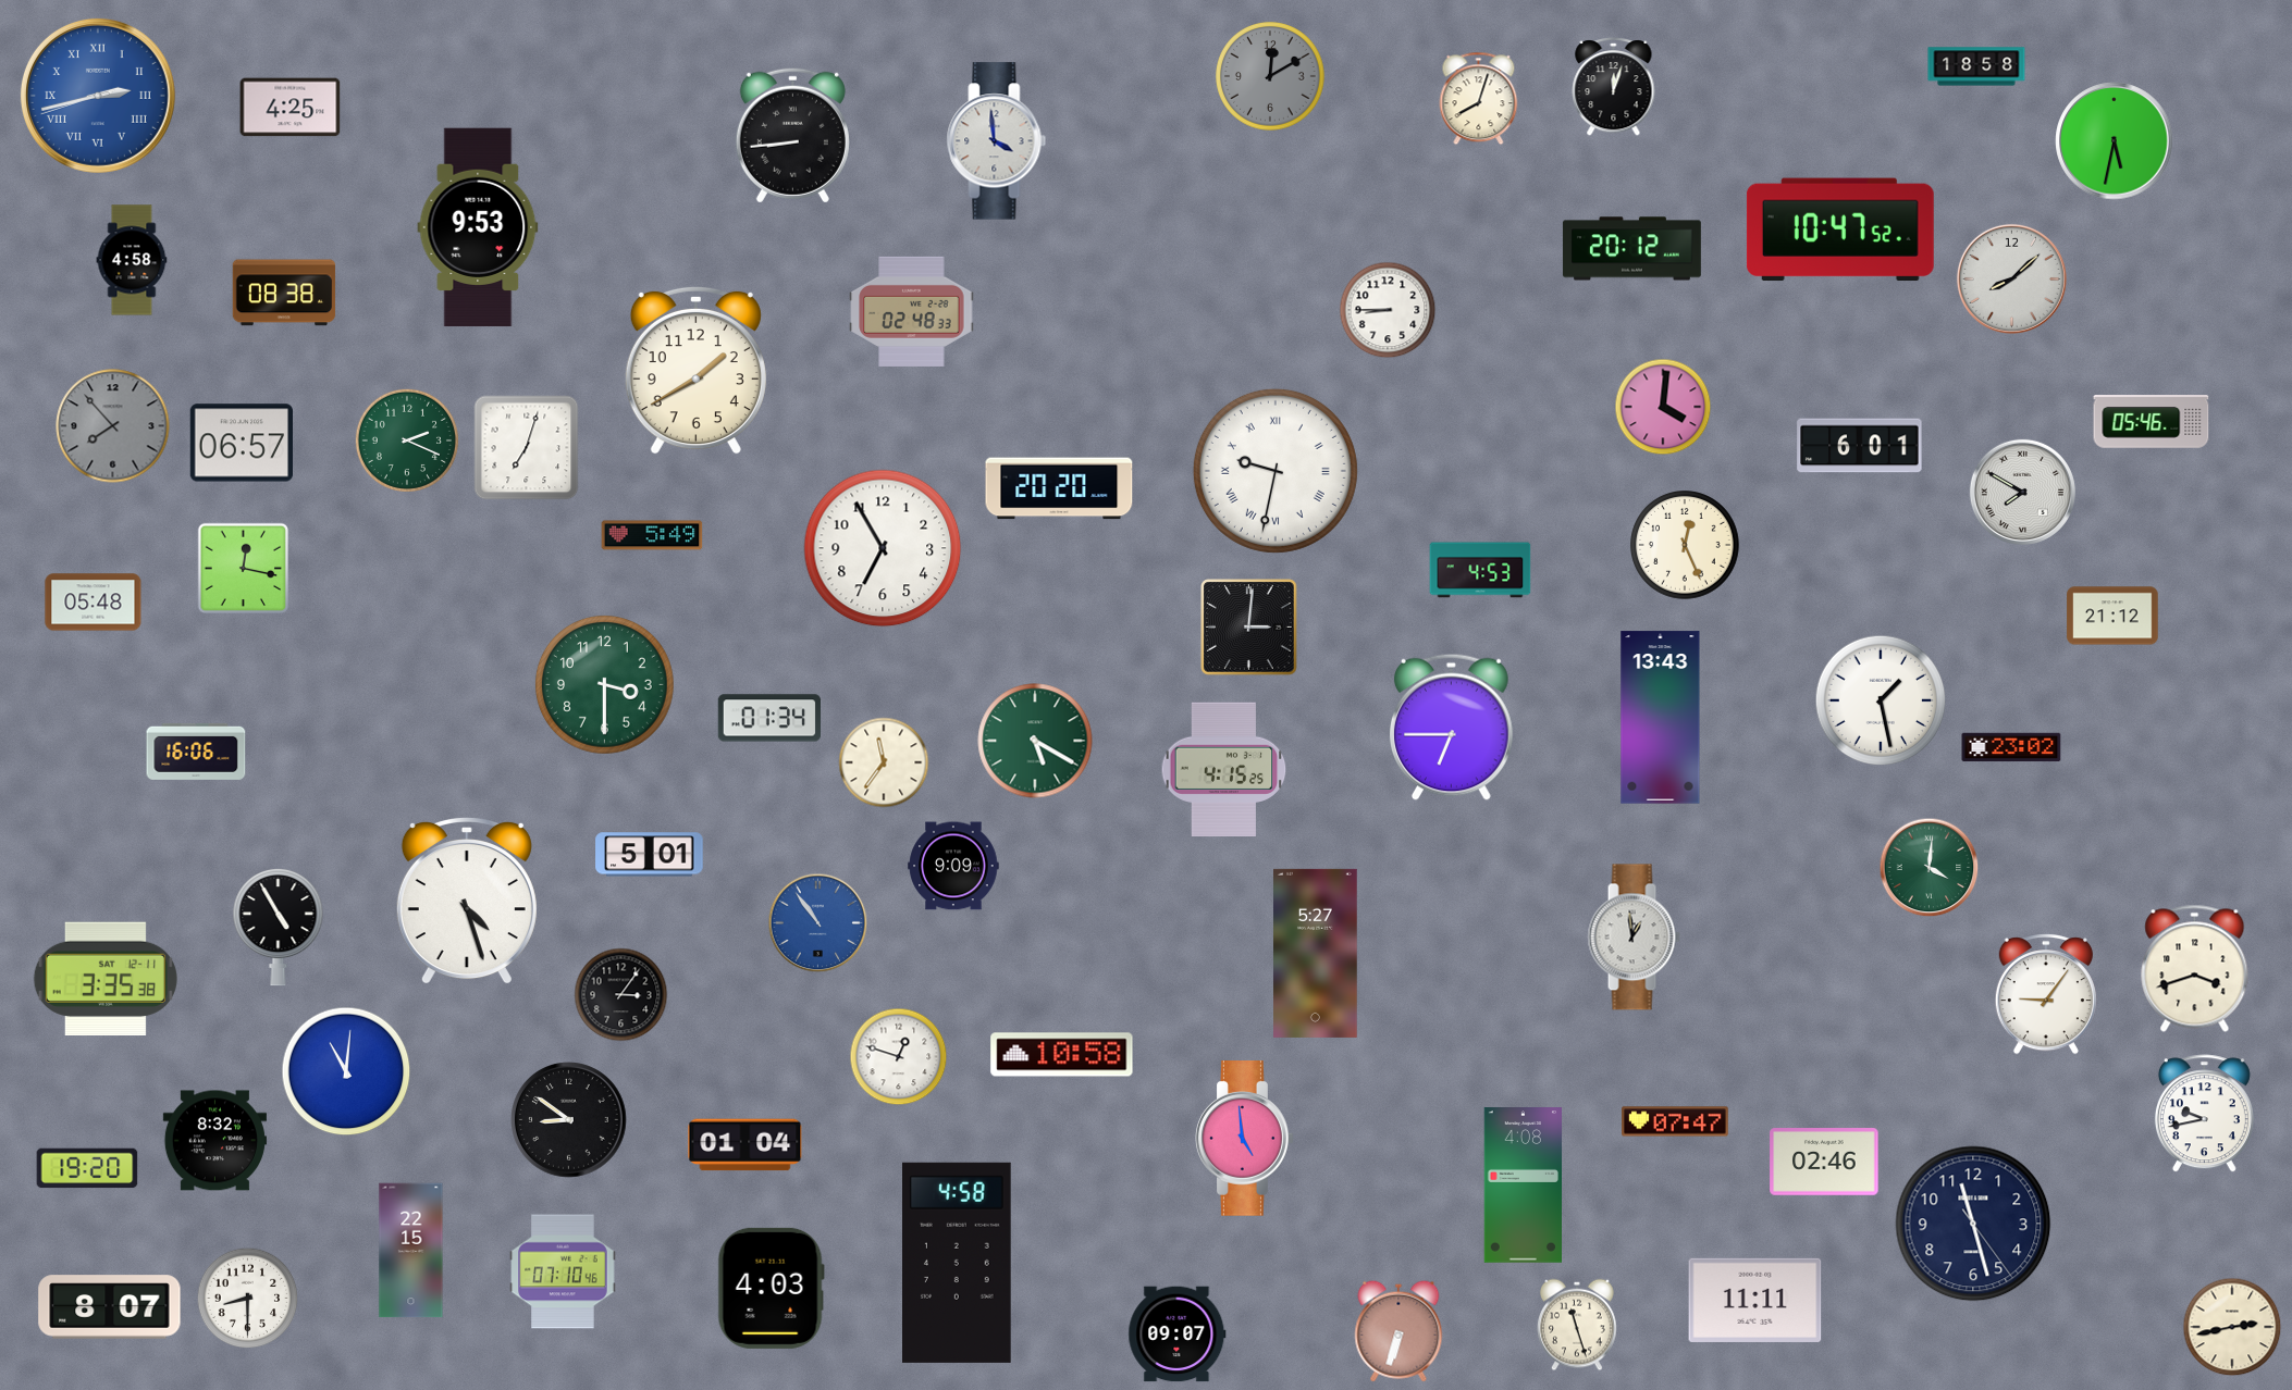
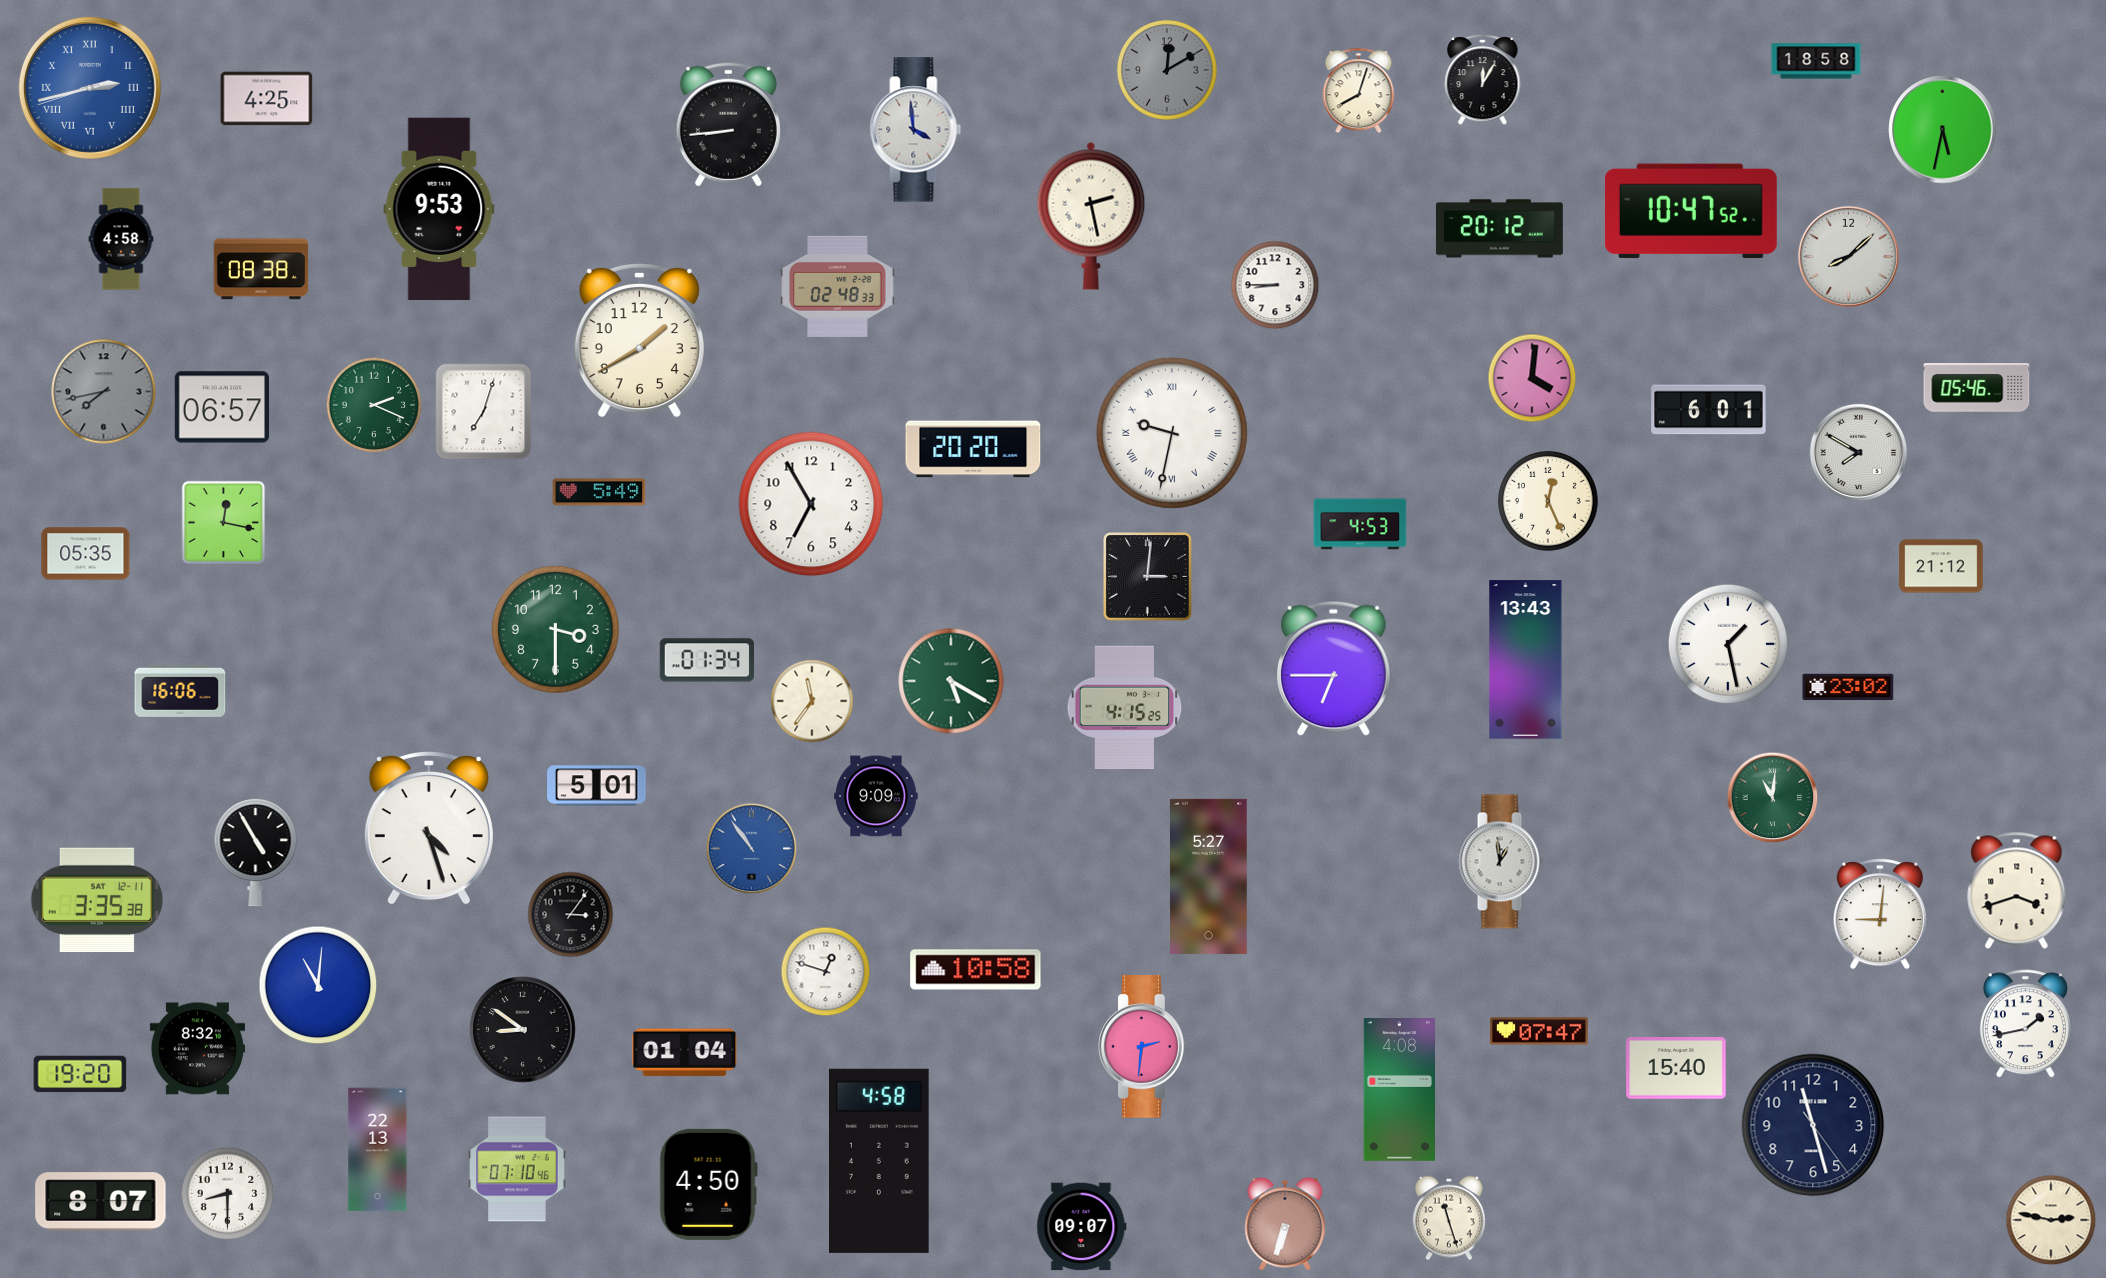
clock at (1614, 86): 12:03 -> 12:05
clock at (1091, 216): none -> 2:28
clock at (1663, 407) position: (1663, 407) -> (1532, 378)
clock at (113, 426): 7:53 -> 7:43
clock at (94, 603): 05:48 -> 05:35
clock at (1930, 868): 4:01 -> 11:01
clock at (2046, 994): 9:06 -> 9:01
clock at (2204, 1114): 9:43 -> 1:43
clock at (1245, 1139): 4:59 -> 2:31
clock at (1824, 1163): 02:46 -> 15:40
clock at (411, 1251): 22:15 -> 22:13
clock at (771, 1288): 4:03 -> 4:50
clock at (1755, 1300): 11:11 -> none
clock at (2232, 1327): 2:43 -> 2:47
